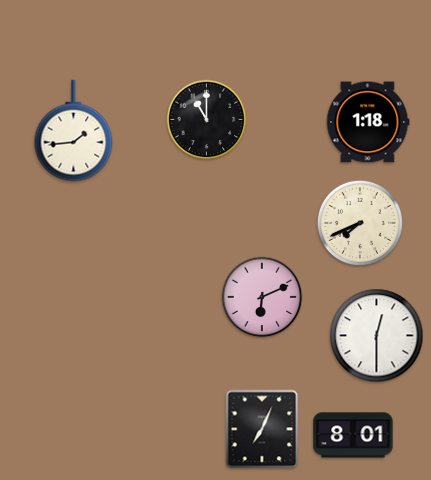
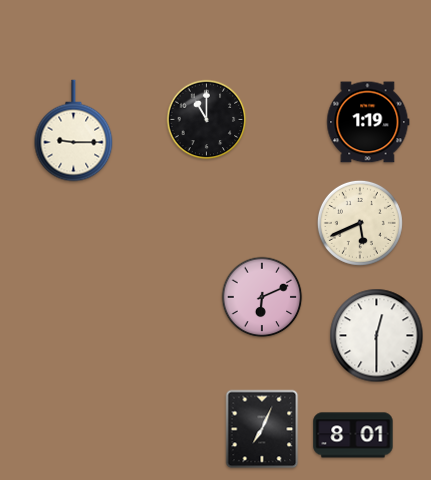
clock at (368, 122): 1:18 -> 1:19
clock at (74, 131): 1:44 -> 9:15
clock at (360, 223): 7:41 -> 5:41
